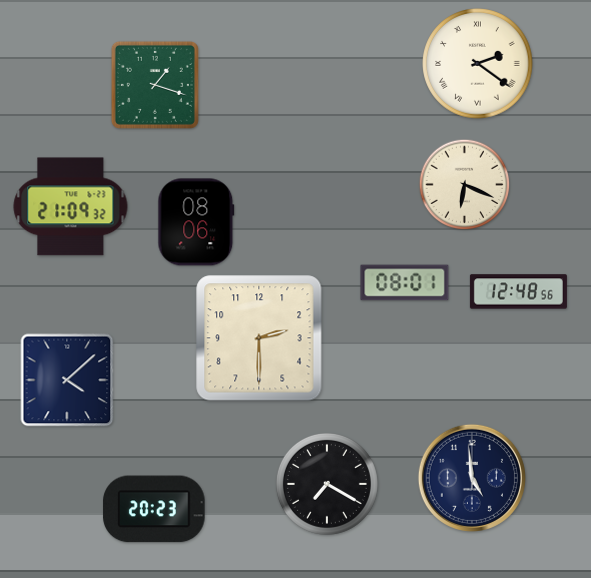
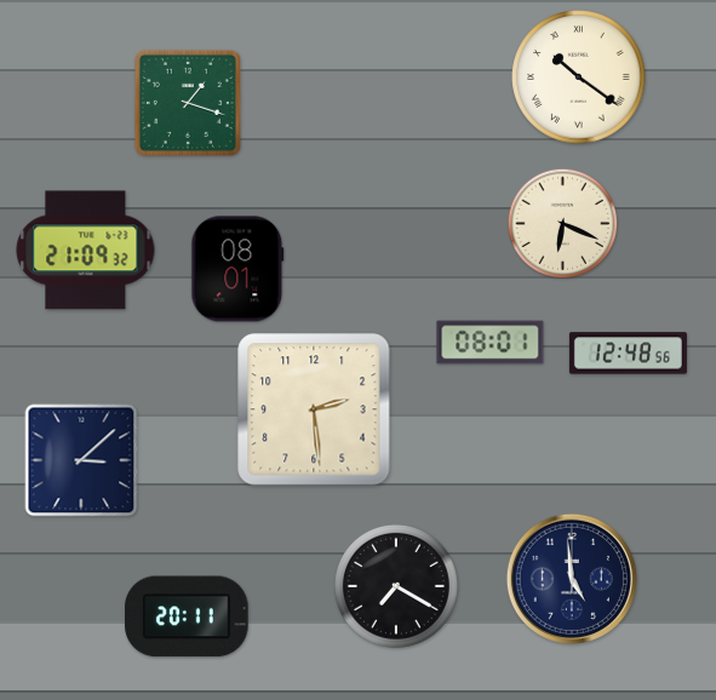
clock at (478, 64): 2:21 -> 10:21
clock at (196, 222): 08:06 -> 08:01
clock at (259, 338): 2:30 -> 2:29
clock at (67, 380): 4:08 -> 3:08
clock at (154, 509): 20:23 -> 20:11
